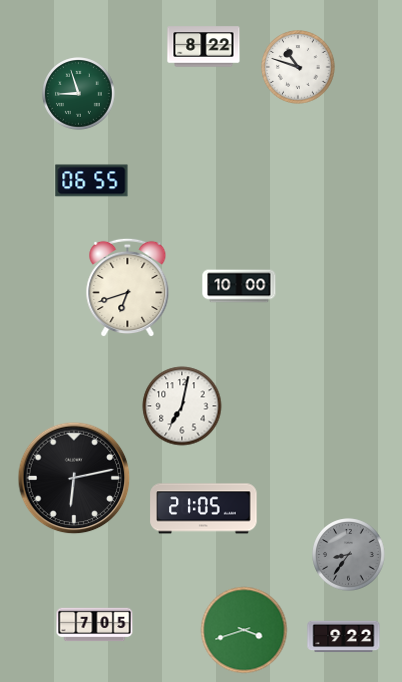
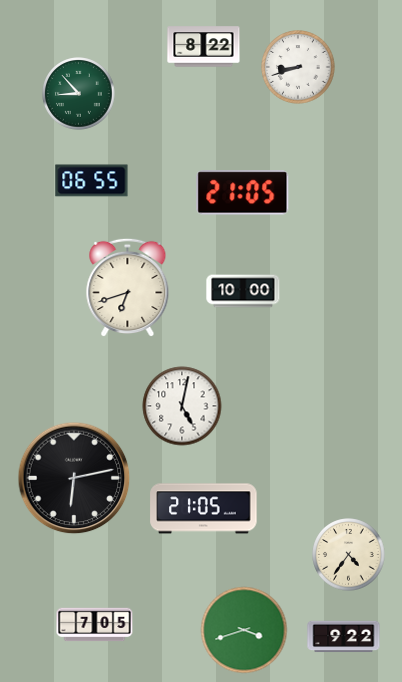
clock at (298, 67): 10:48 -> 8:42
clock at (79, 94): 8:57 -> 8:53
clock at (243, 193): none -> 21:05
clock at (239, 286) position: (239, 286) -> (243, 291)
clock at (182, 406): 7:02 -> 5:02
clock at (349, 555): 8:36 -> 4:36
clock at (349, 555) dial: grey -> cream
